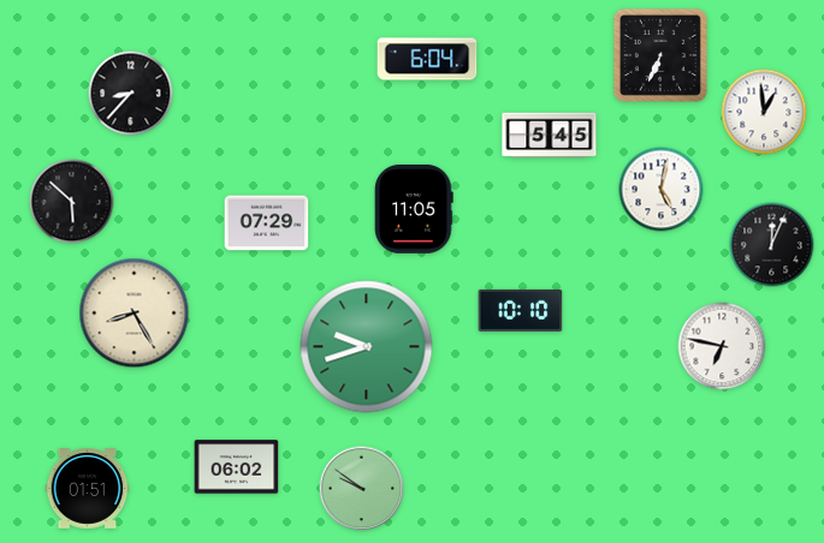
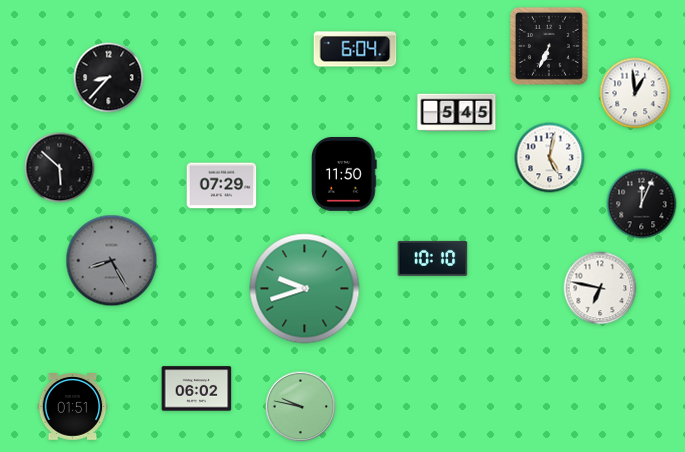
clock at (414, 209): 11:05 -> 11:50
clock at (135, 314) dial: cream -> grey
clock at (362, 489): 9:51 -> 9:47
